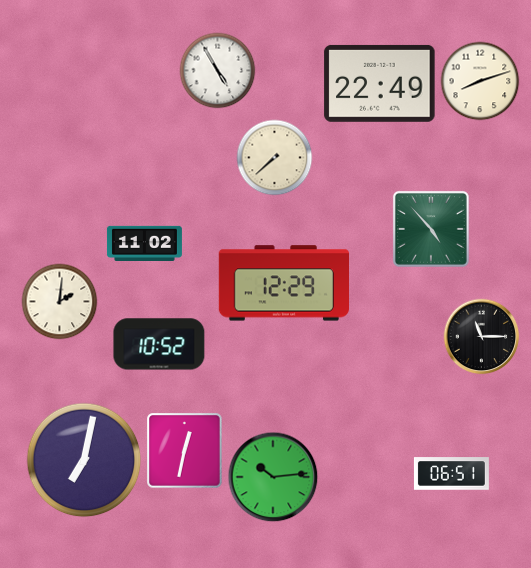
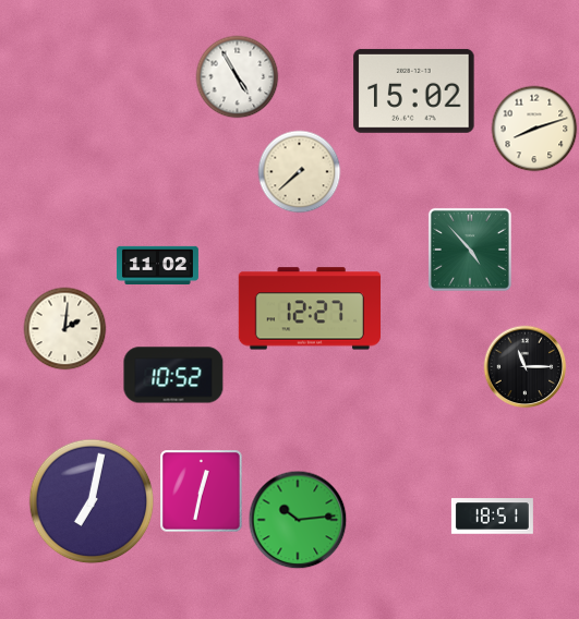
clock at (480, 81) position: (480, 81) -> (534, 129)
clock at (380, 83): 22:49 -> 15:02
clock at (283, 283): 12:29 -> 12:27
clock at (451, 474): 06:51 -> 18:51
